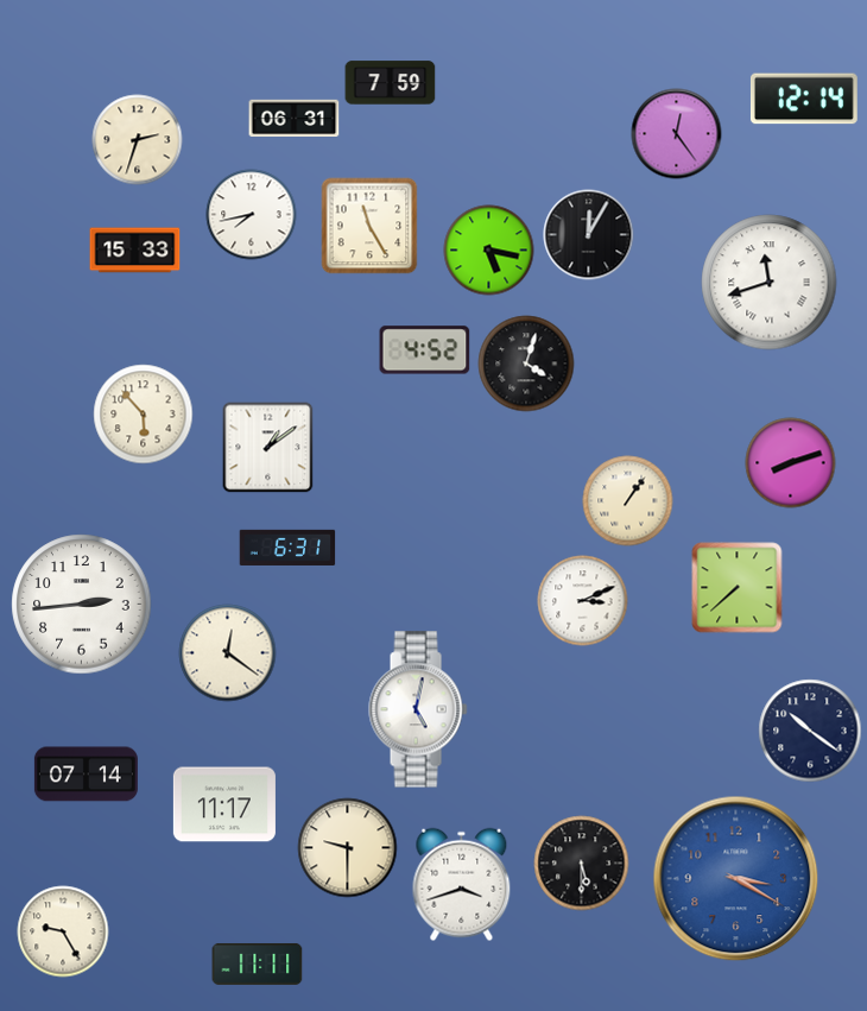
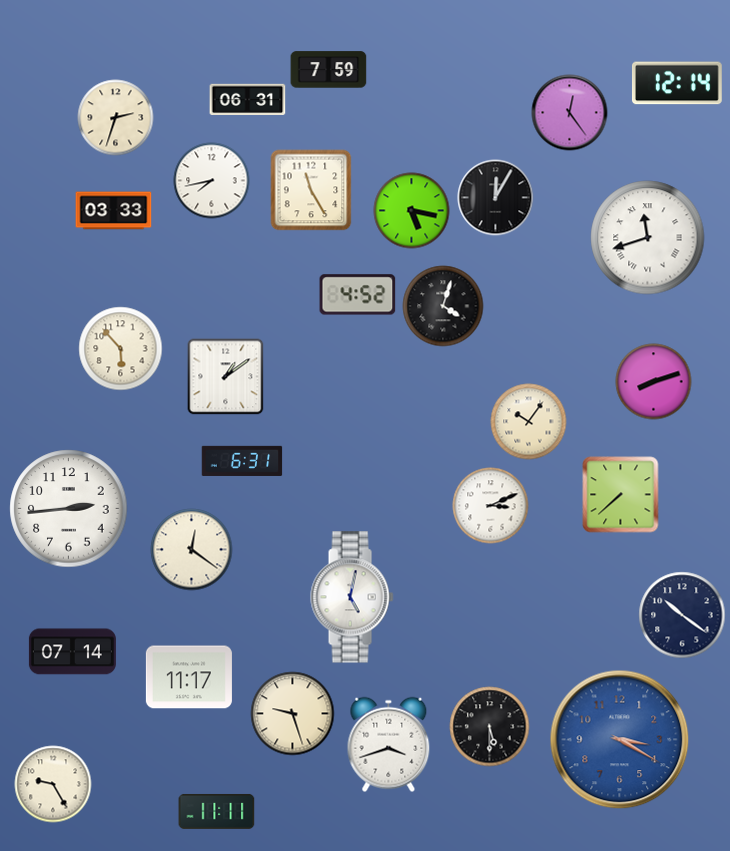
clock at (135, 251): 15:33 -> 03:33
clock at (791, 463) position: (791, 463) -> (654, 382)
clock at (628, 501): 1:06 -> 10:06
clock at (348, 848): 9:30 -> 9:27
